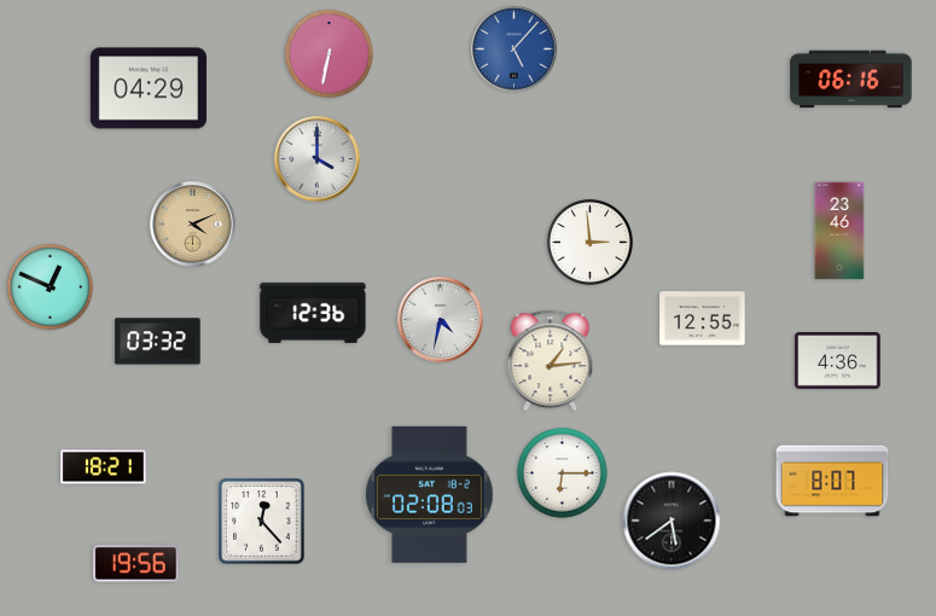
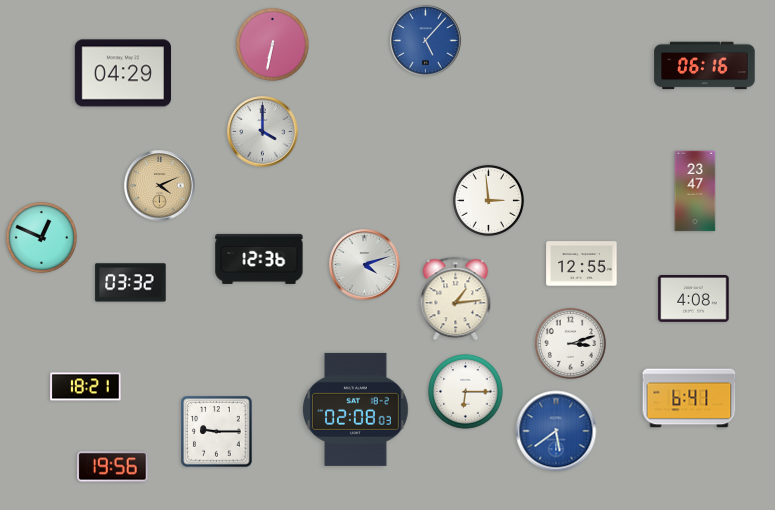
clock at (839, 231): 23:46 -> 23:47
clock at (441, 320): 4:32 -> 4:12
clock at (838, 361): 4:36 -> 4:08
clock at (570, 343): none -> 3:12
clock at (832, 481): 8:07 -> 6:41
clock at (672, 521) dial: black -> blue
clock at (262, 522): 12:23 -> 9:15
